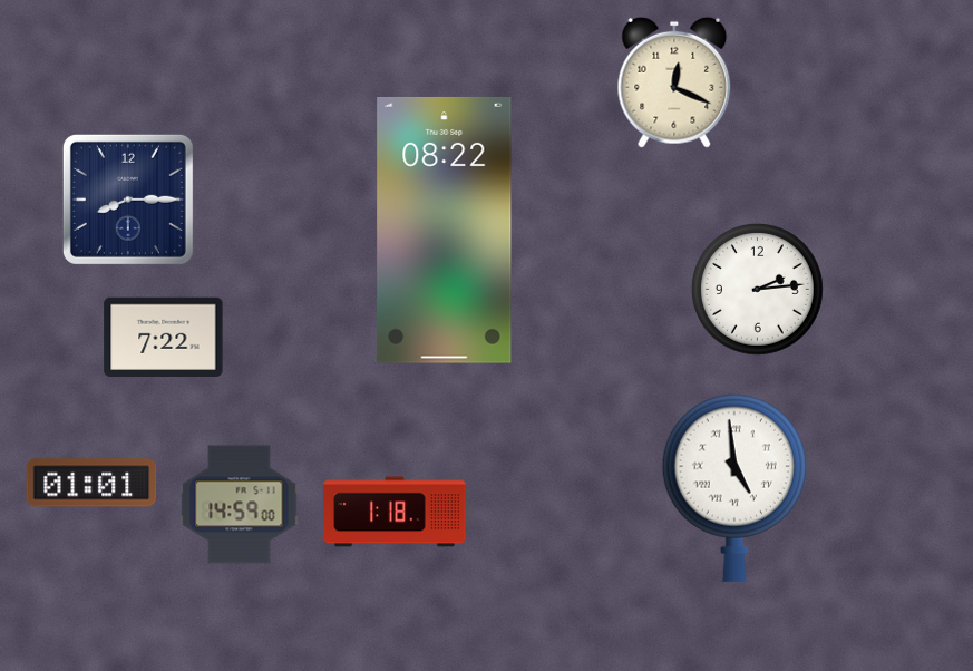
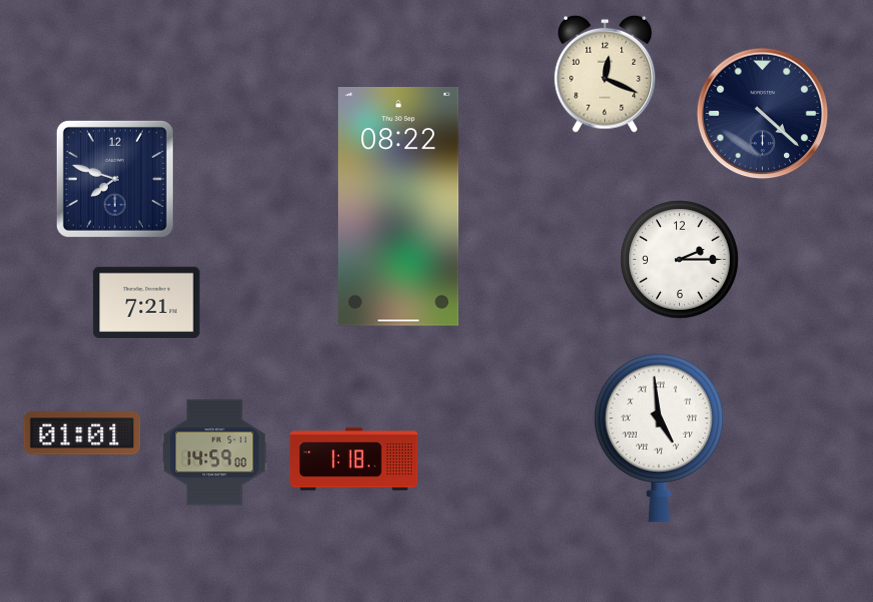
clock at (763, 114): none -> 4:22
clock at (128, 200): 8:15 -> 7:48
clock at (757, 289): 2:14 -> 2:15
clock at (164, 337): 7:22 -> 7:21
